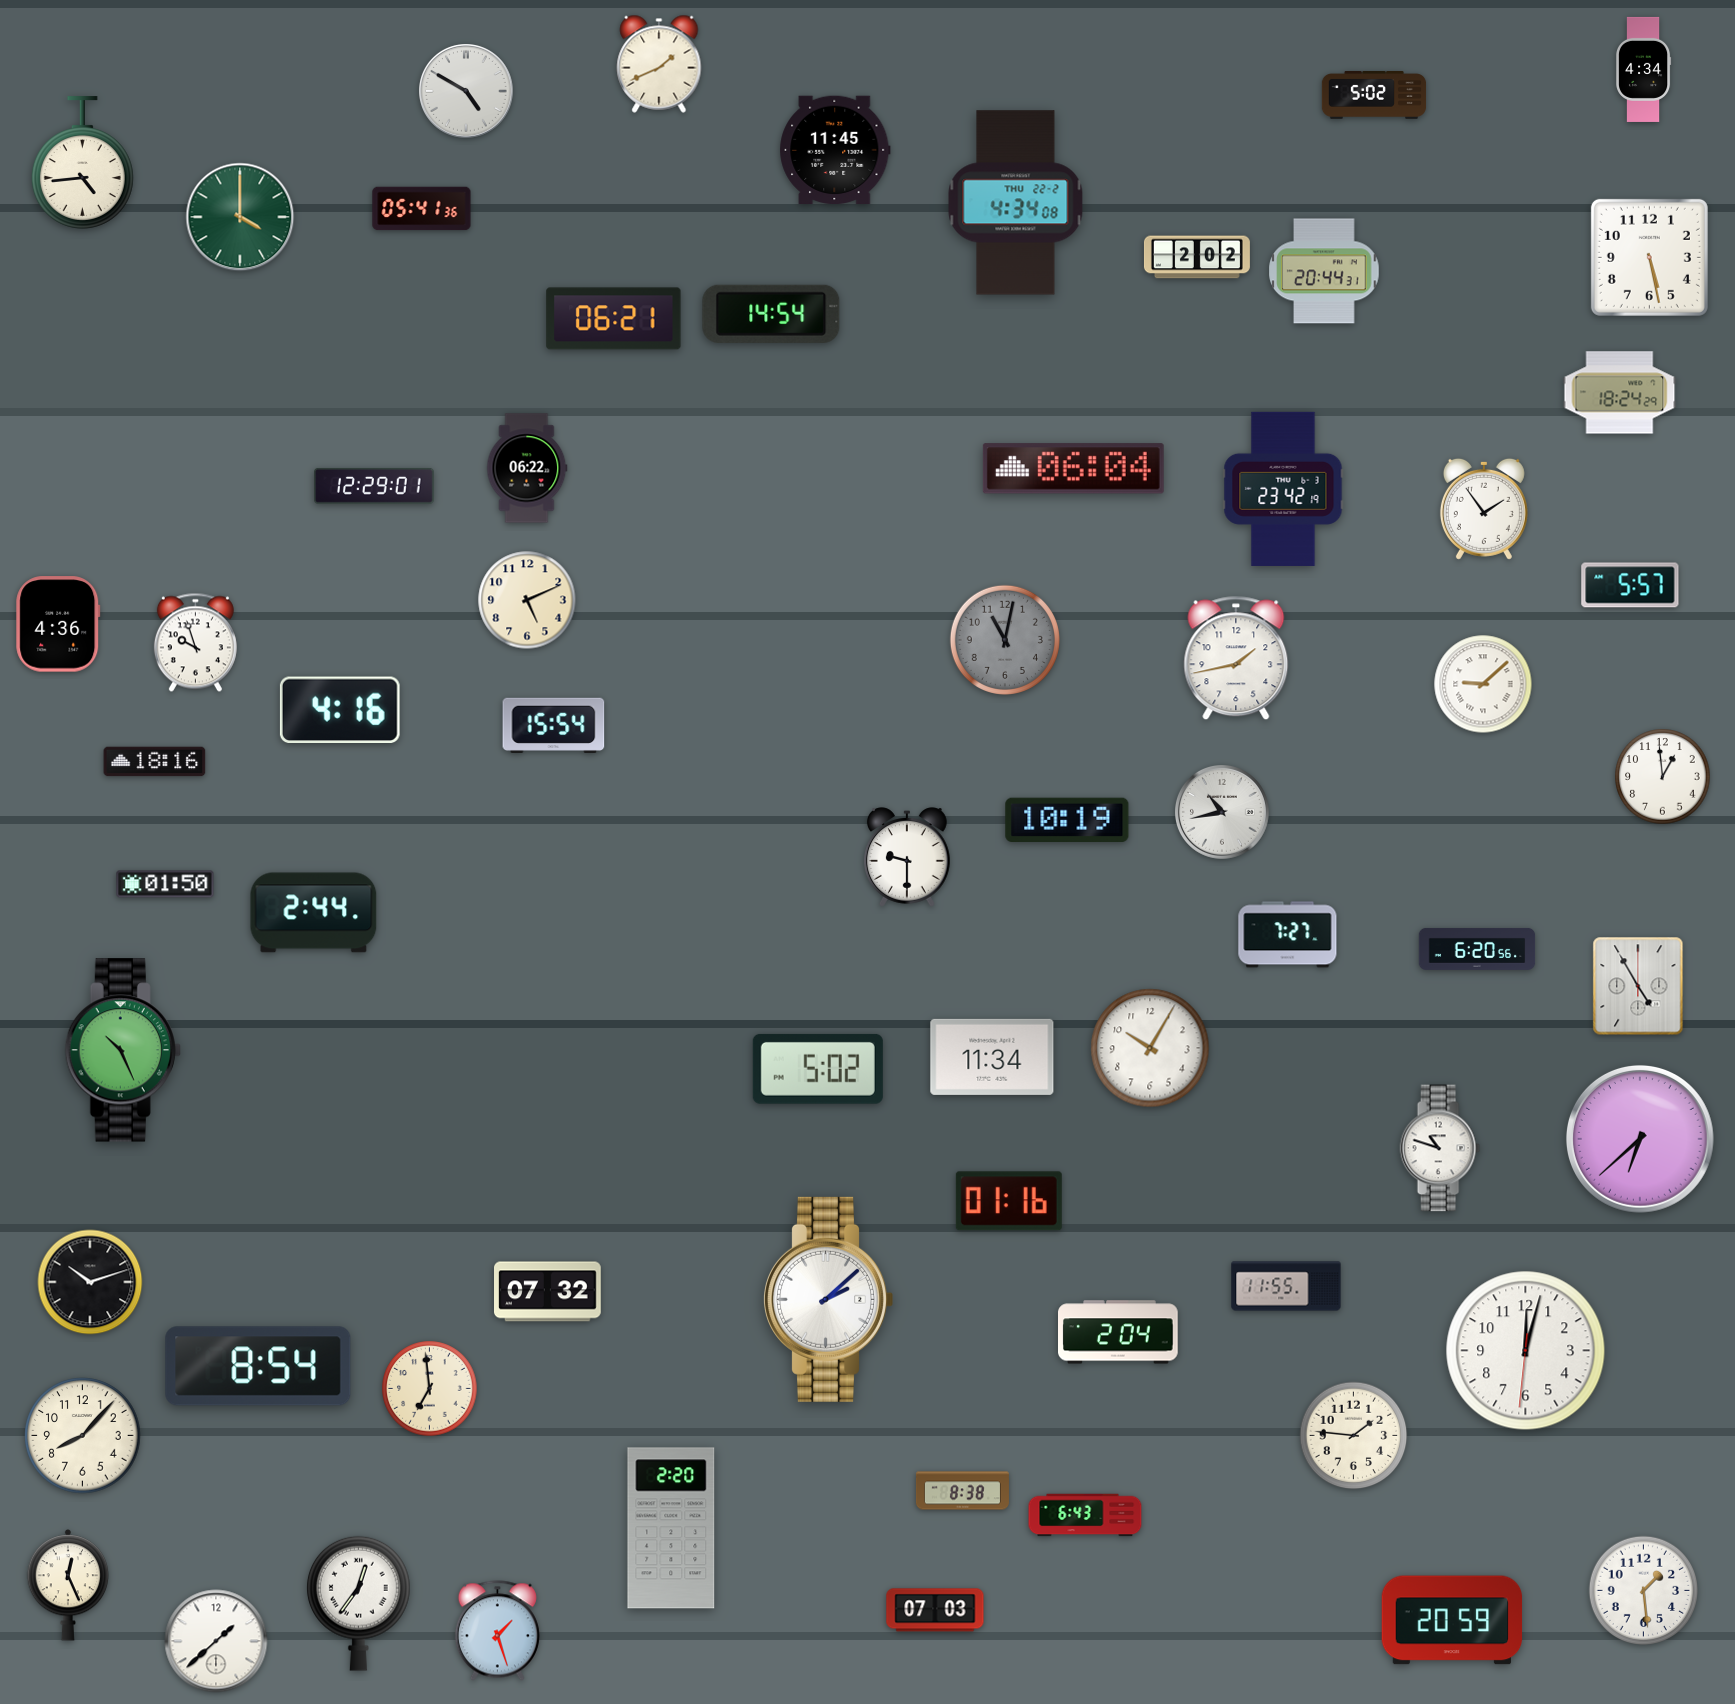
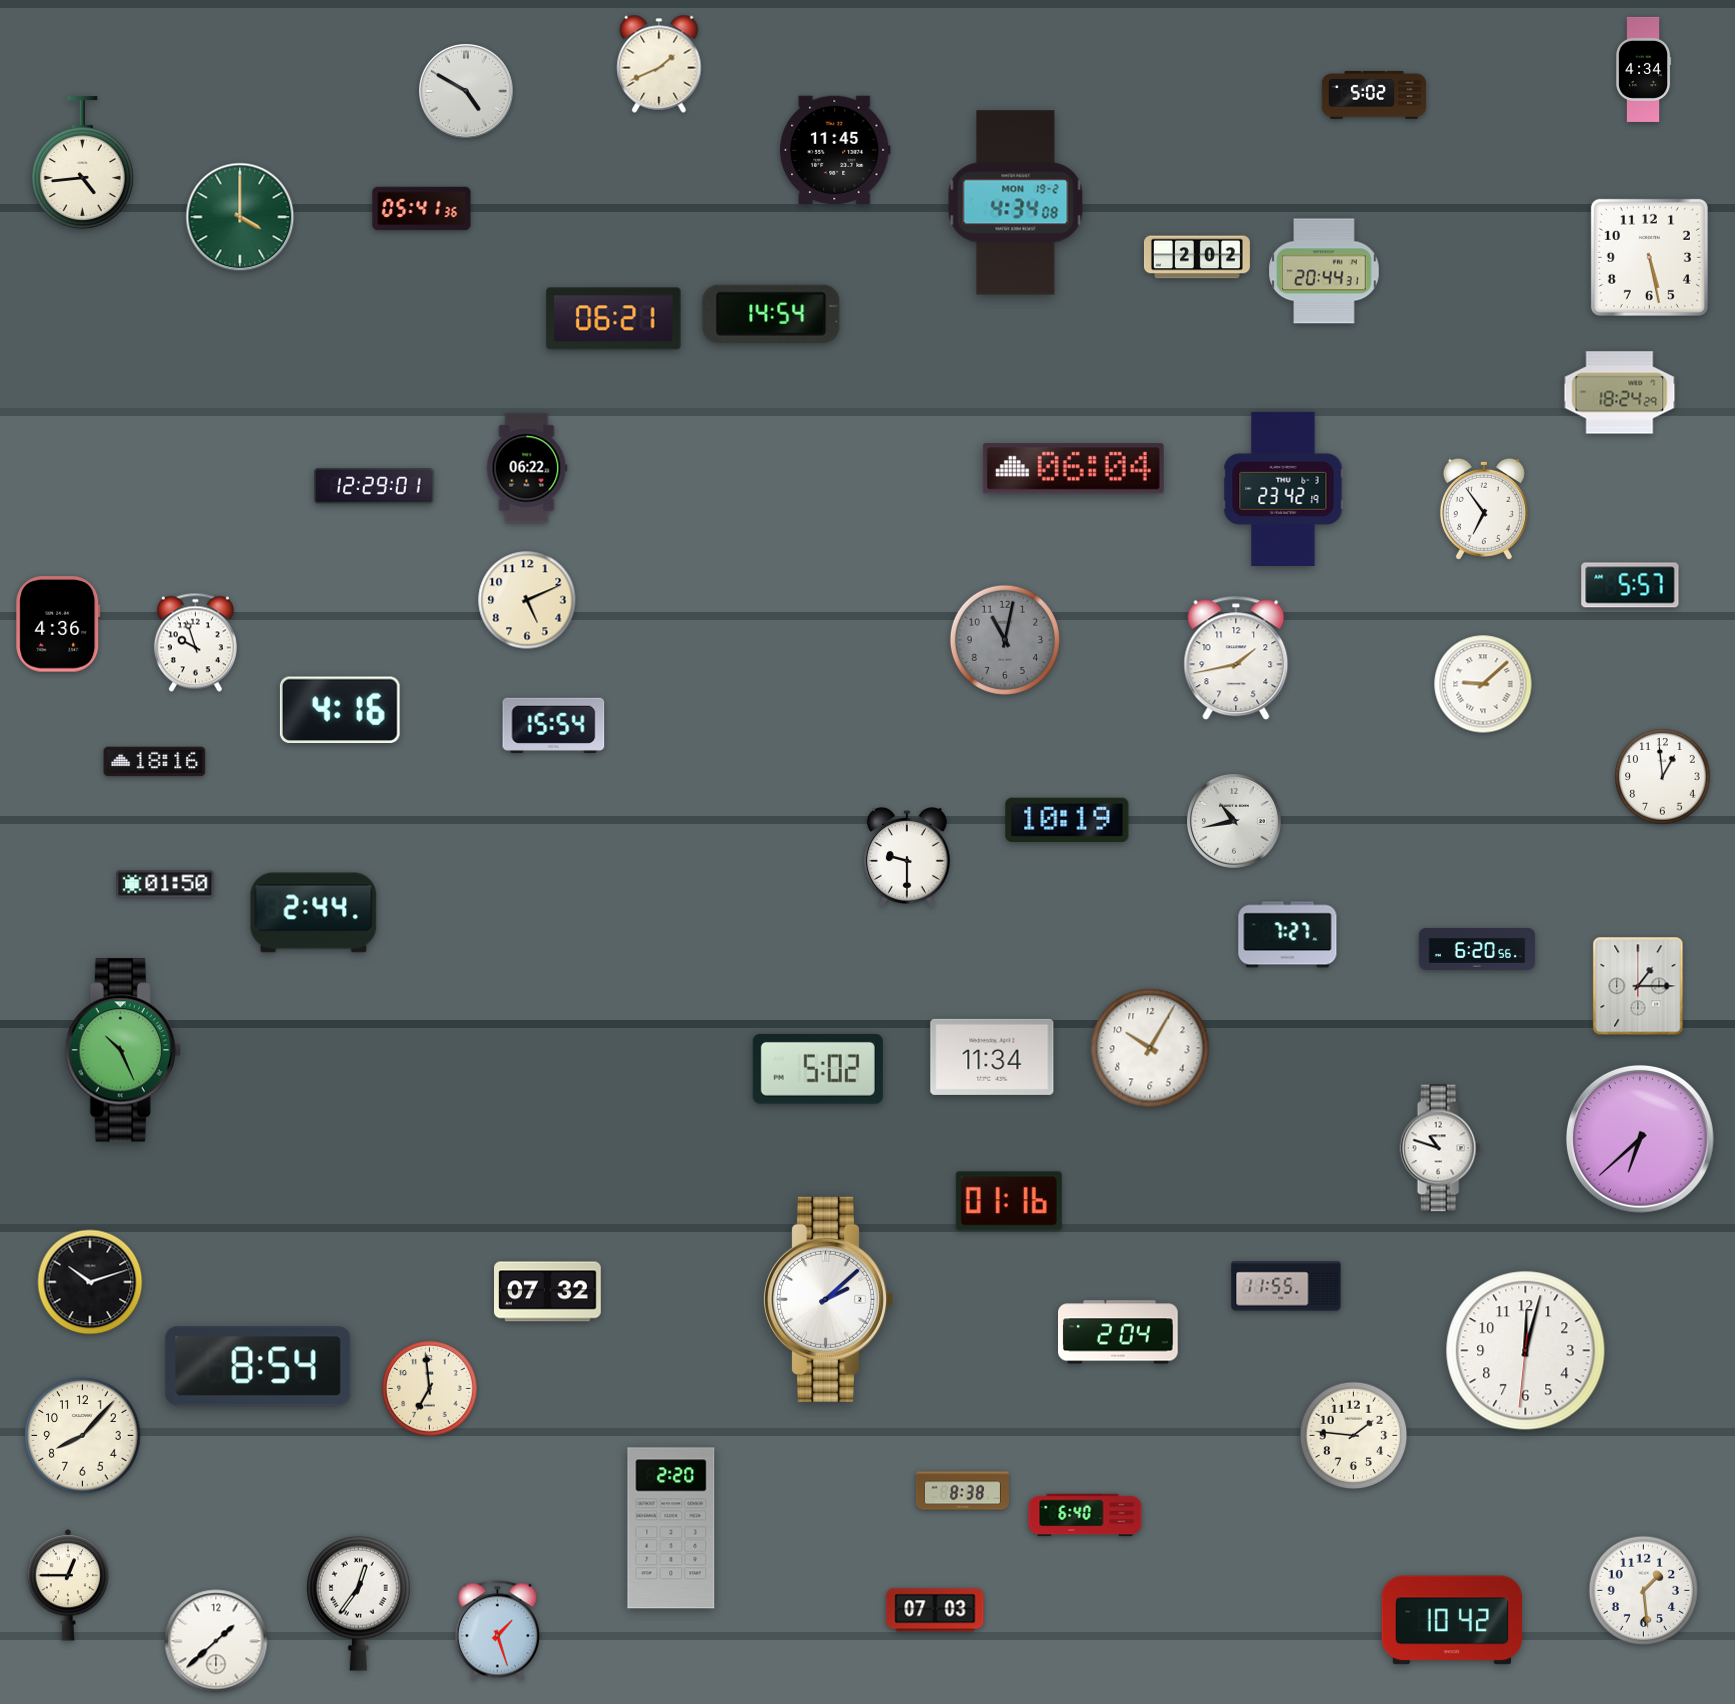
clock at (1016, 203) date: THU 22-2 -> MON 19-2
clock at (1484, 509): 1:54 -> 6:54
clock at (1223, 813) position: (1223, 813) -> (1235, 822)
clock at (1638, 986): 4:55 -> 1:15
clock at (1085, 1515): 6:43 -> 6:40
clock at (68, 1585): 12:26 -> 12:45
clock at (1452, 1620): 20:59 -> 10:42
